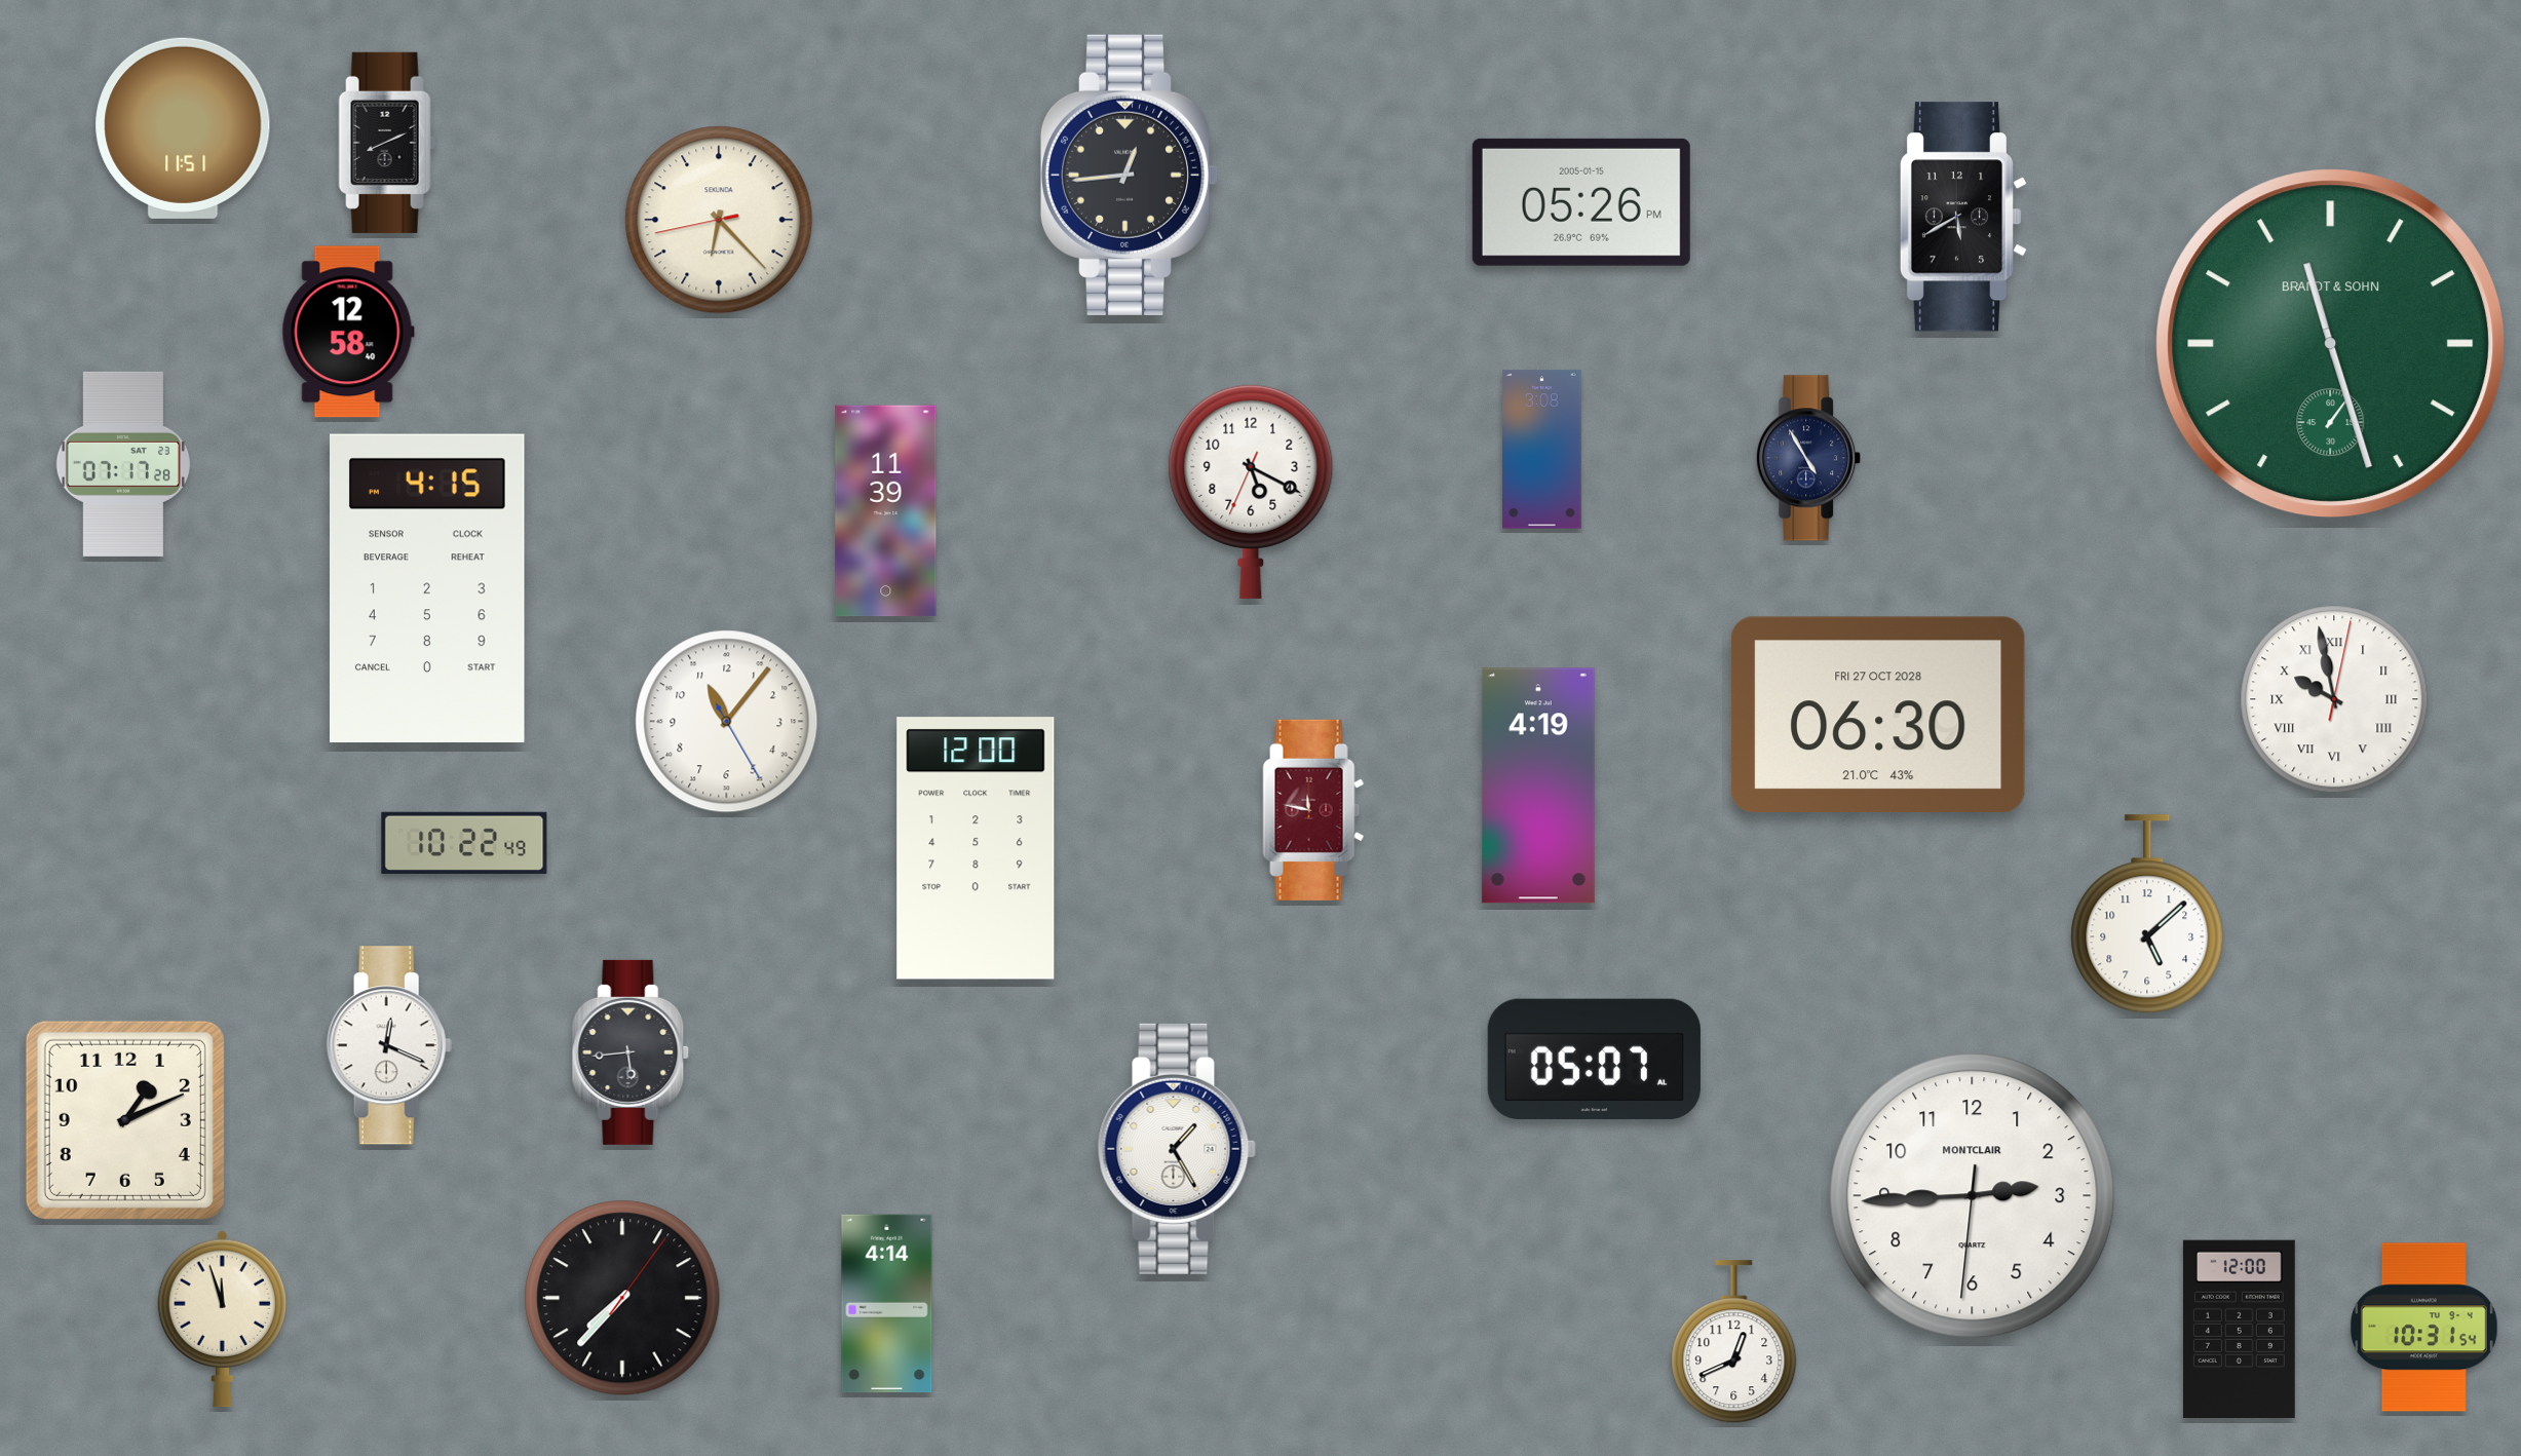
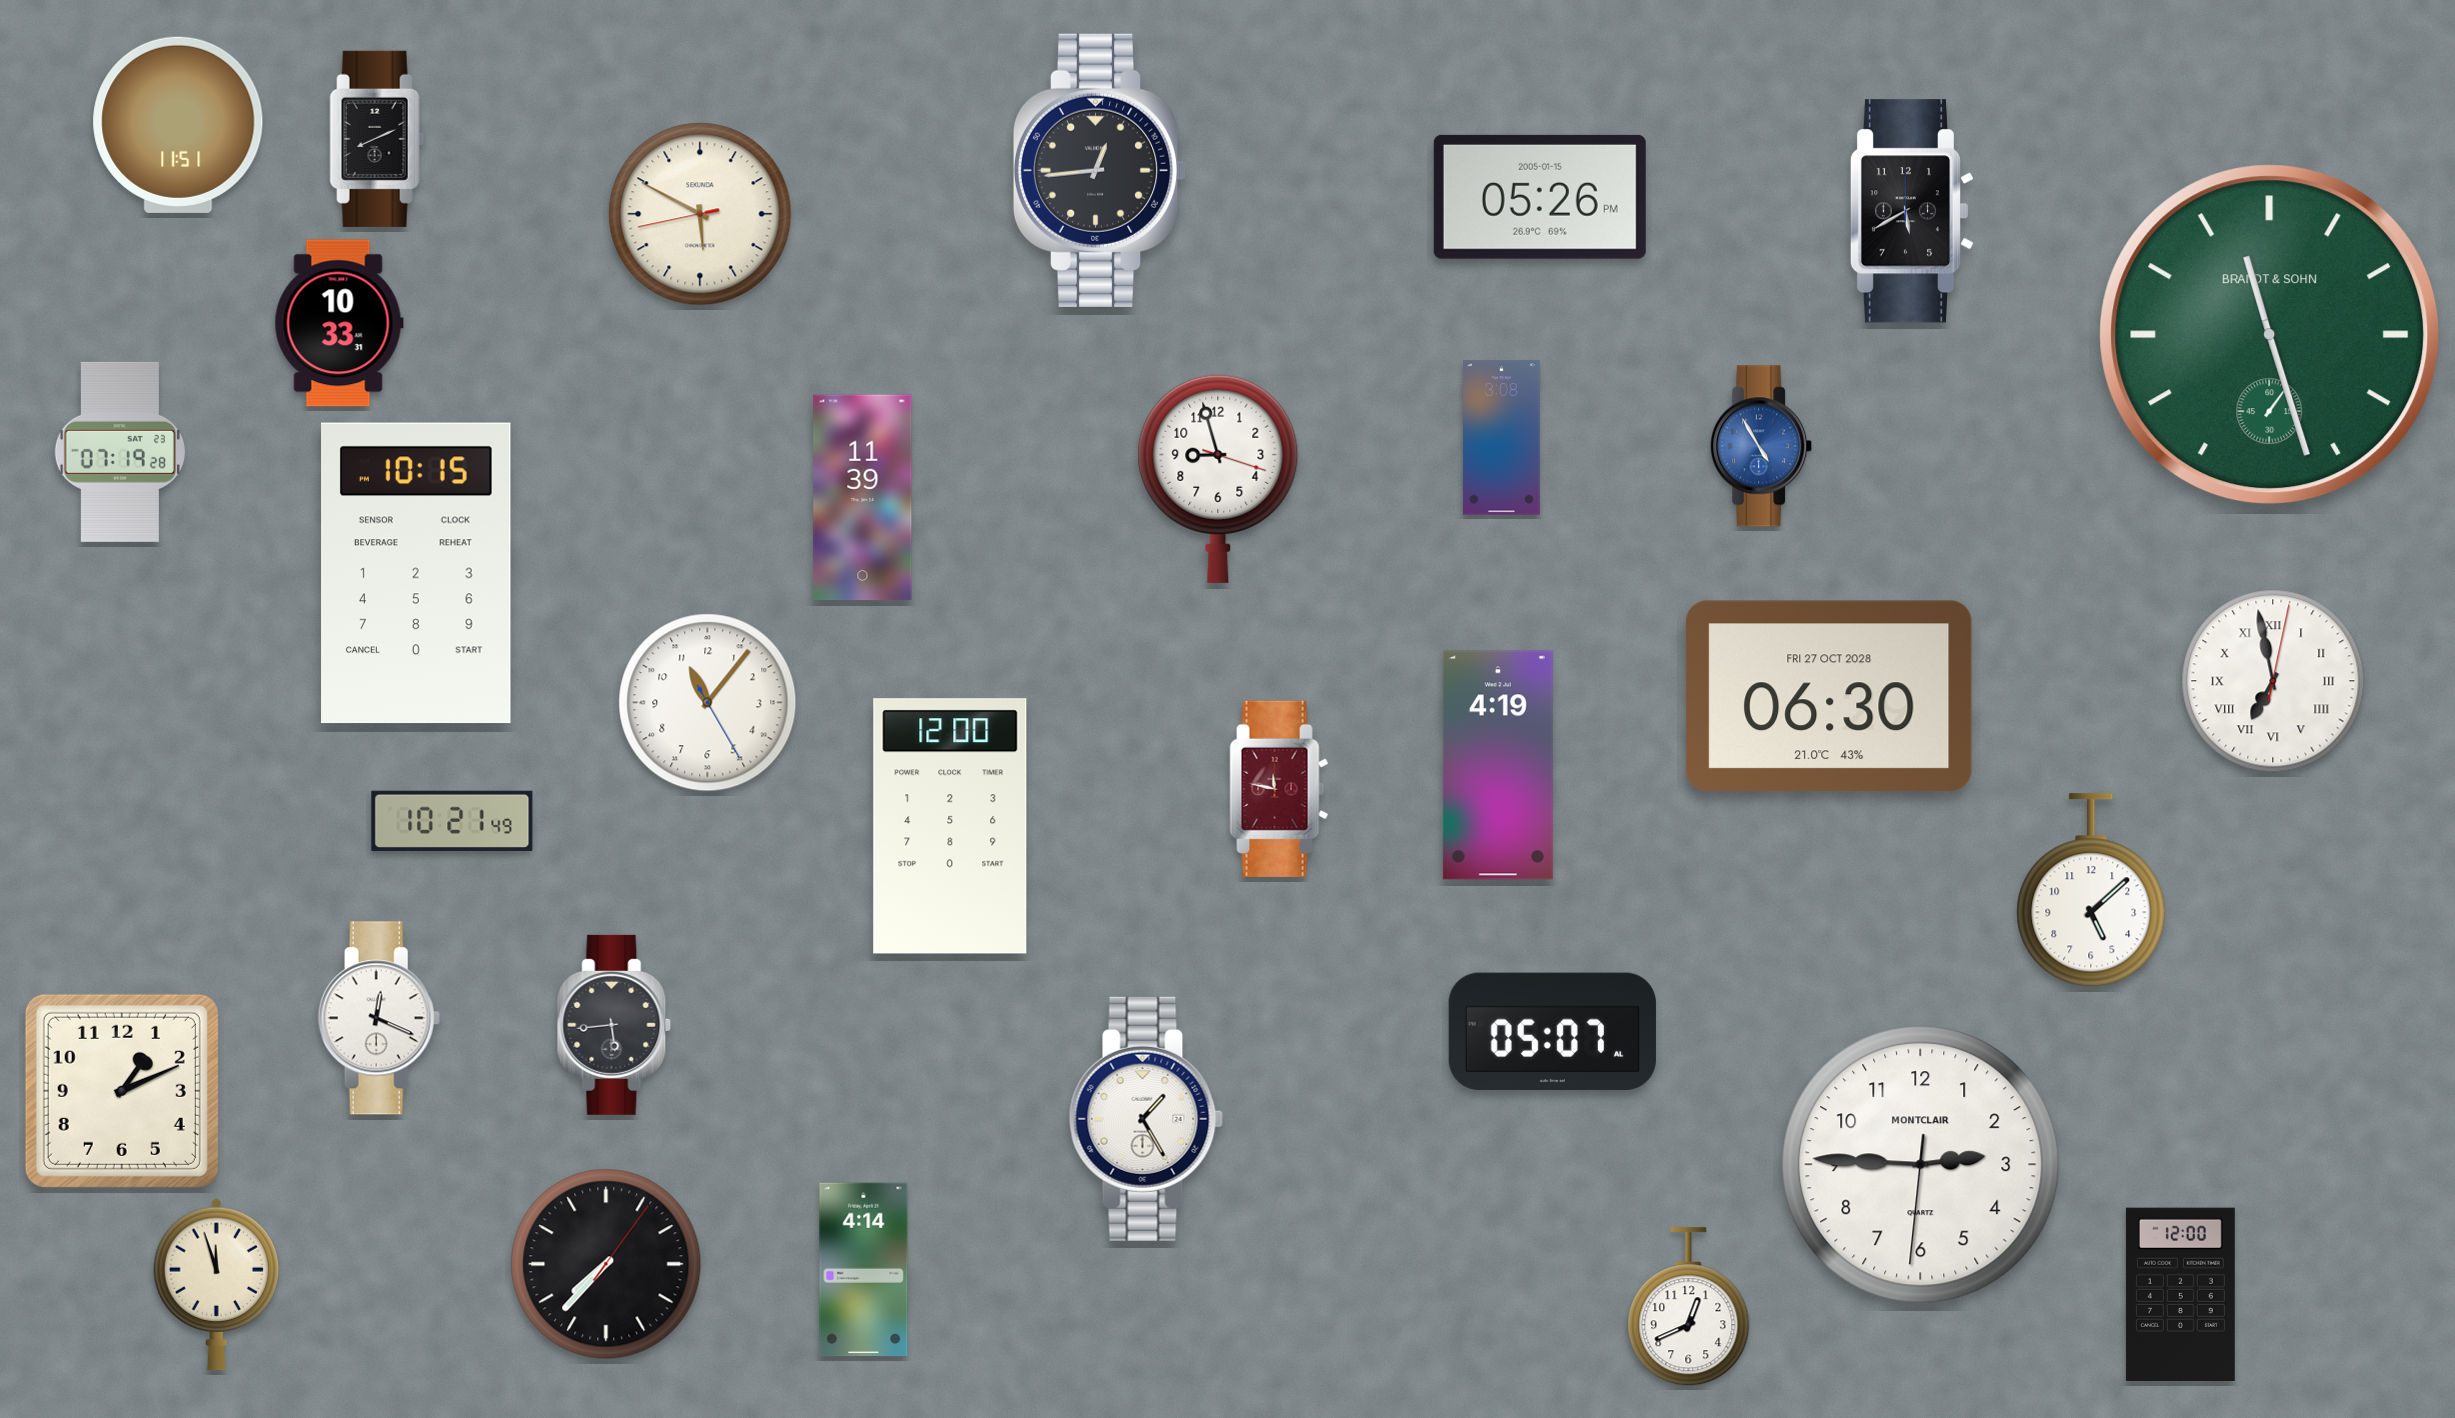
clock at (719, 220): 6:22 -> 5:49
clock at (348, 332): 12:58 -> 10:33
clock at (1809, 458) dial: navy -> blue
clock at (123, 464): 07:17 -> 07:19
clock at (1251, 491): 5:19 -> 8:57
clock at (428, 588): 4:15 -> 10:15
clock at (2334, 699): 9:58 -> 6:58
clock at (464, 843): 10:22 -> 10:21
clock at (1973, 1196): 2:44 -> 2:45
clock at (2423, 1328): 10:31 -> none
